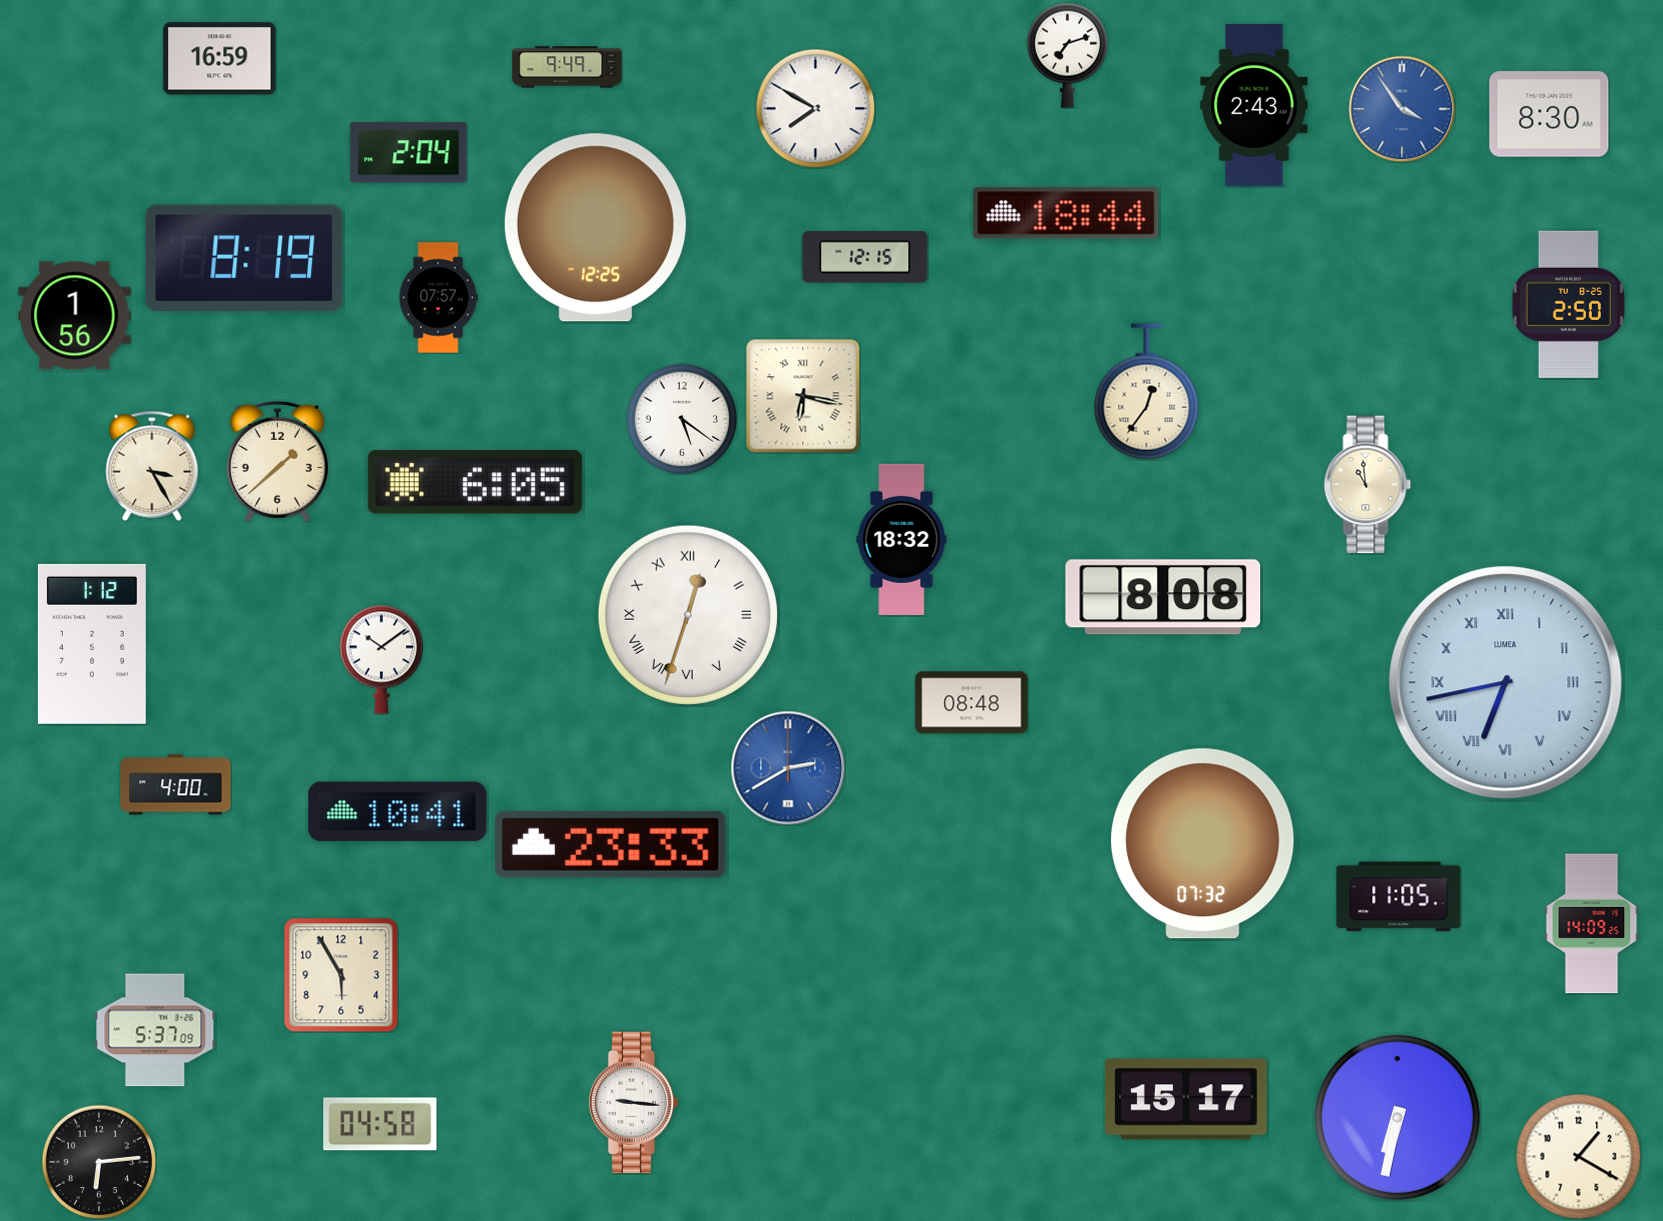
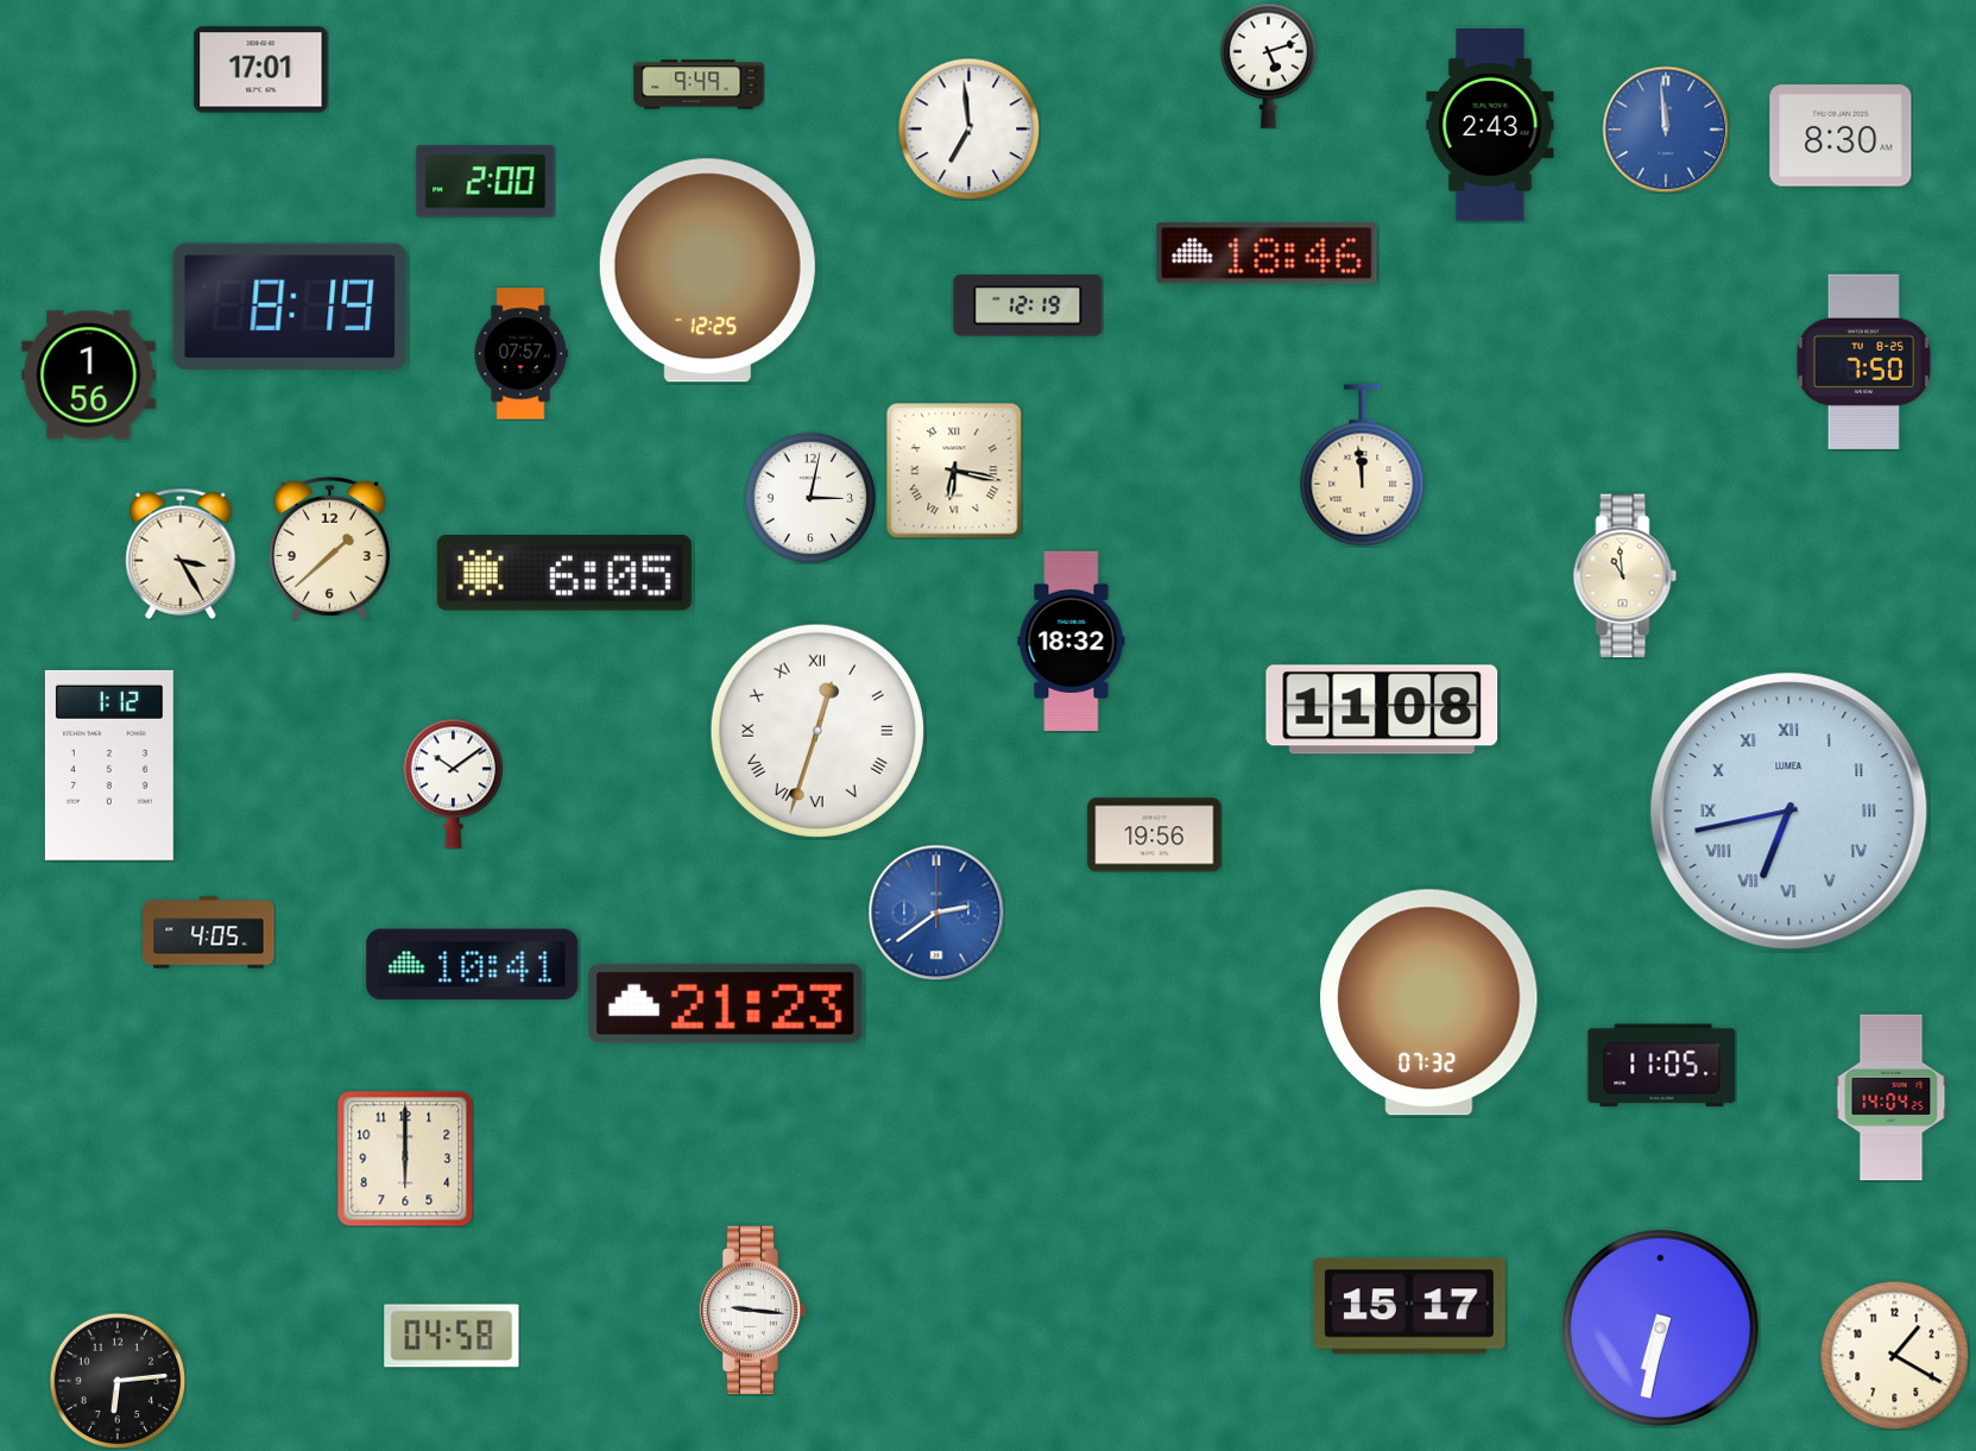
clock at (1067, 55): 7:12 -> 5:12
clock at (220, 59): 16:59 -> 17:01
clock at (567, 67) position: (567, 67) -> (699, 84)
clock at (815, 108): 7:50 -> 6:59
clock at (1402, 109): 3:54 -> 11:59
clock at (409, 153): 2:04 -> 2:00
clock at (1066, 213): 18:44 -> 18:46
clock at (865, 257): 12:15 -> 12:19
clock at (1568, 304): 2:50 -> 7:50
clock at (1147, 392): 12:36 -> 11:59
clock at (682, 419): 5:21 -> 3:02
clock at (1163, 597): 8:08 -> 11:08
clock at (972, 703): 08:48 -> 19:56
clock at (788, 768): 2:40 -> 2:39
clock at (176, 785): 4:00 -> 4:05
clock at (610, 844): 23:33 -> 21:23
clock at (1592, 924): 14:09 -> 14:04
clock at (341, 975): 5:55 -> 6:00
clock at (155, 1030): 5:37 -> none
clock at (1578, 1156) position: (1578, 1156) -> (1894, 1355)
